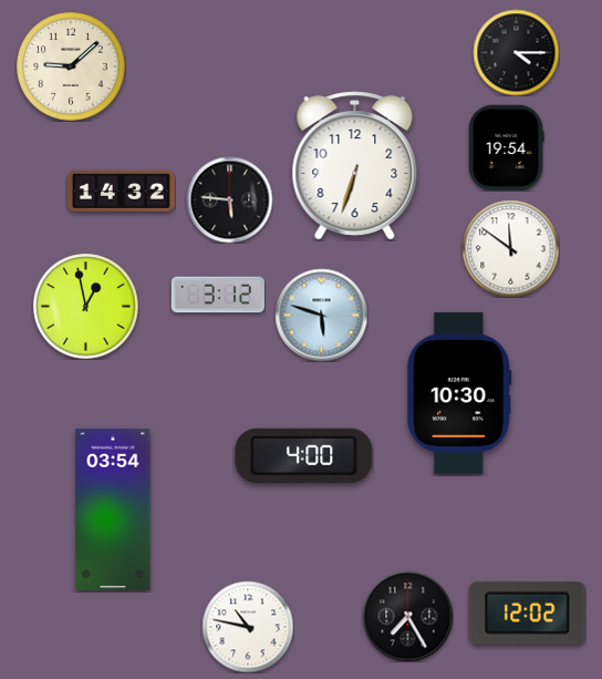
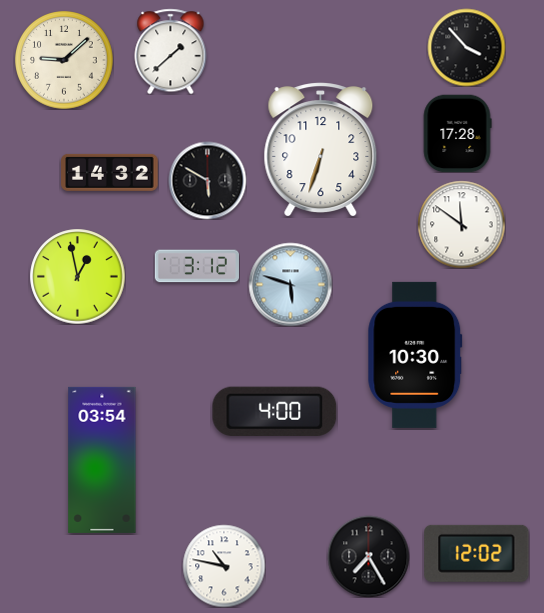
clock at (516, 52): 4:15 -> 3:53
clock at (171, 51): none -> 1:38
clock at (506, 147): 19:54 -> 17:28
clock at (229, 199): 5:46 -> 5:50
